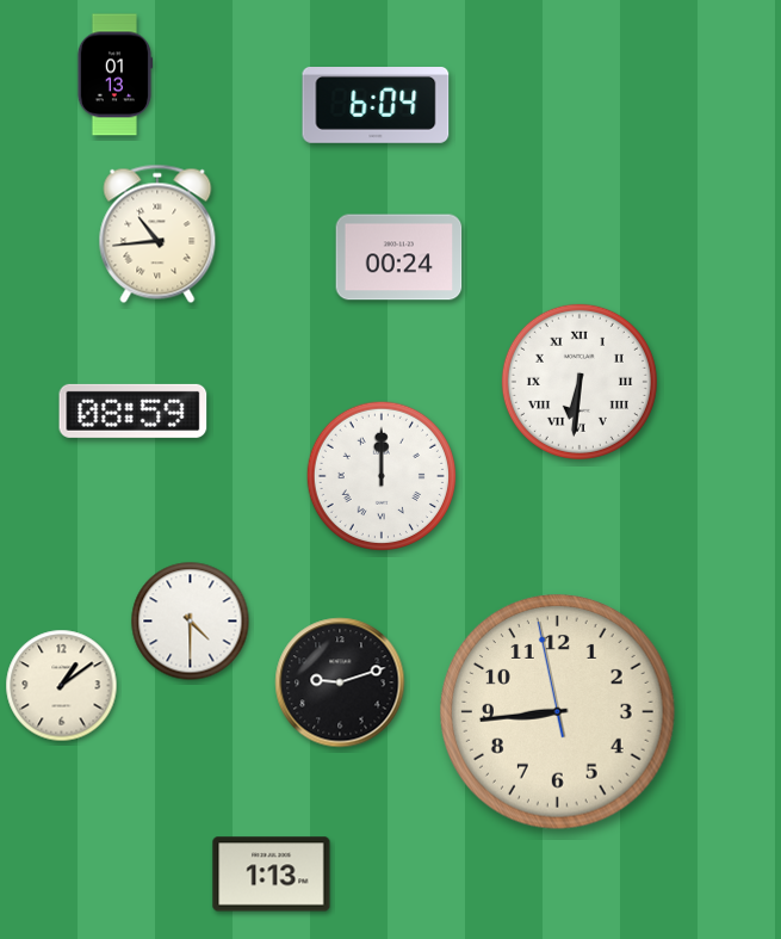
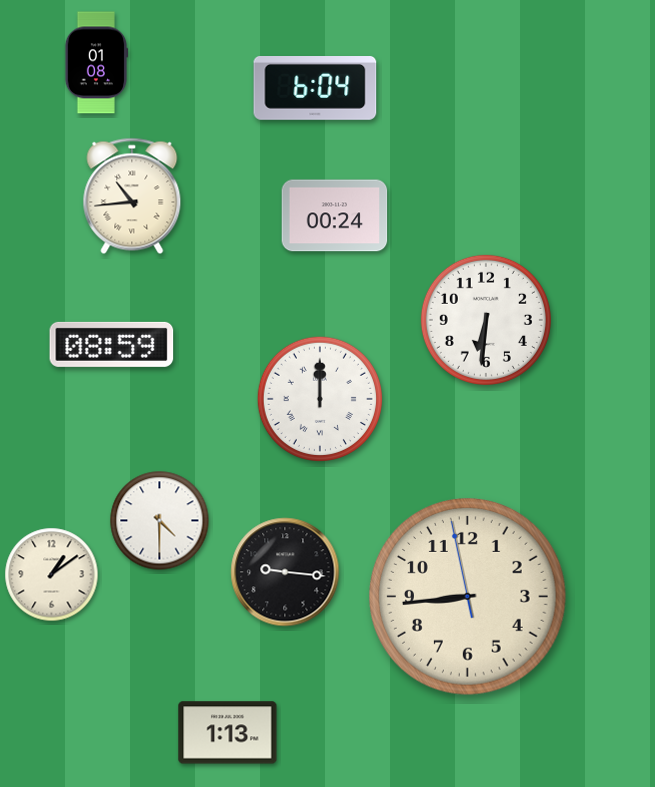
clock at (114, 75): 01:13 -> 01:08
clock at (579, 382) numerals: Roman -> Arabic
clock at (340, 682): 9:12 -> 9:16
